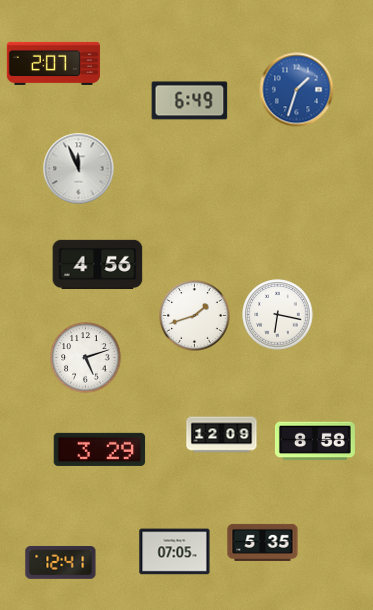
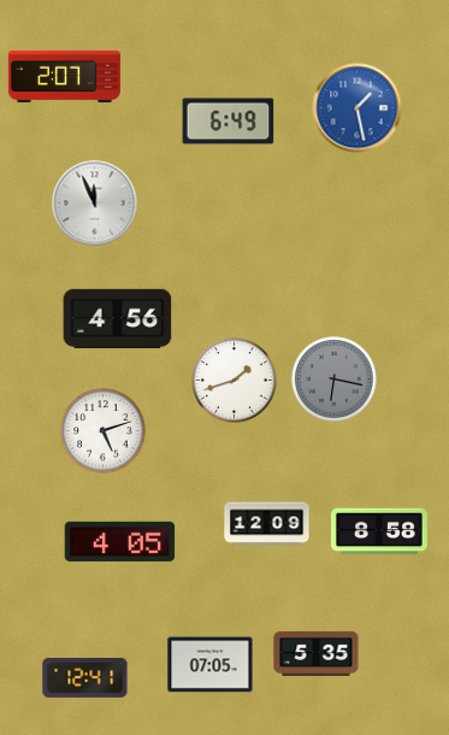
clock at (297, 90): 1:33 -> 1:28
clock at (278, 315) dial: white -> grey
clock at (100, 449): 3:29 -> 4:05
clock at (61, 562) position: (61, 562) -> (85, 677)
